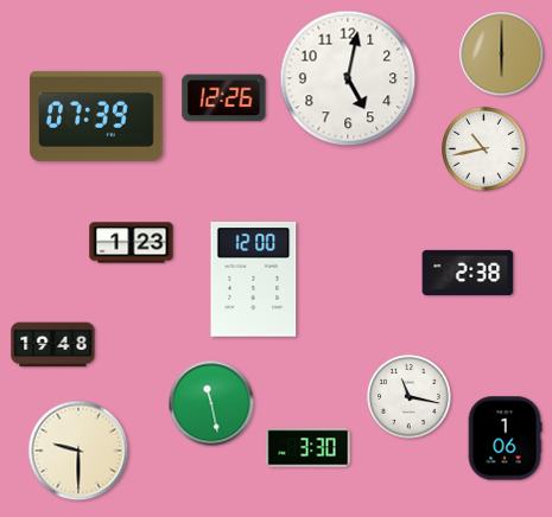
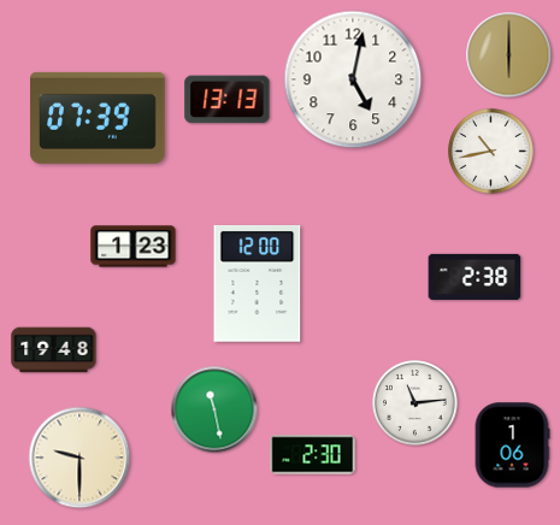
clock at (224, 98): 12:26 -> 13:13
clock at (410, 397): 11:17 -> 11:14
clock at (309, 448): 3:30 -> 2:30
